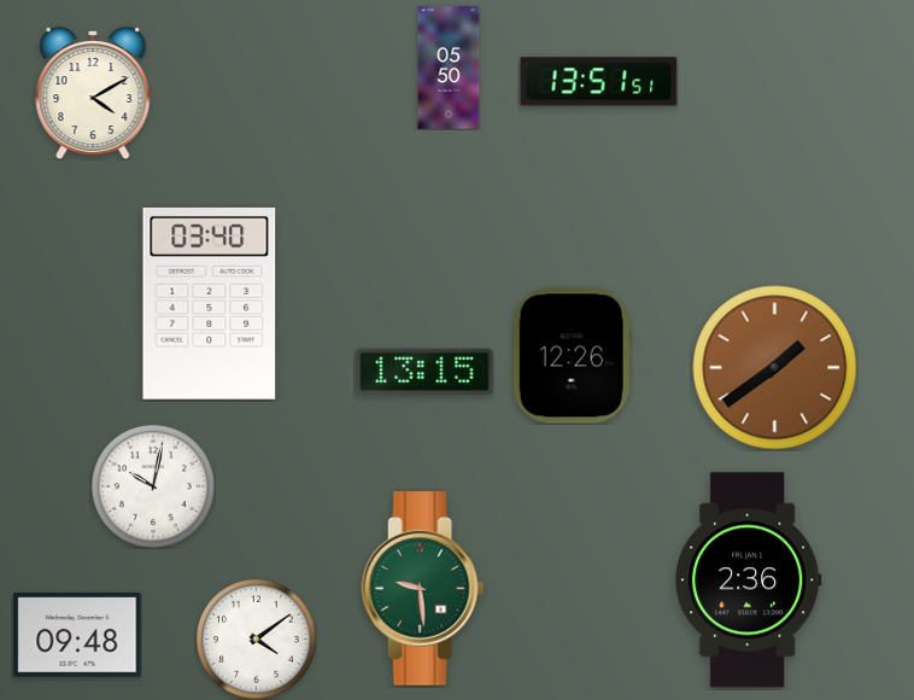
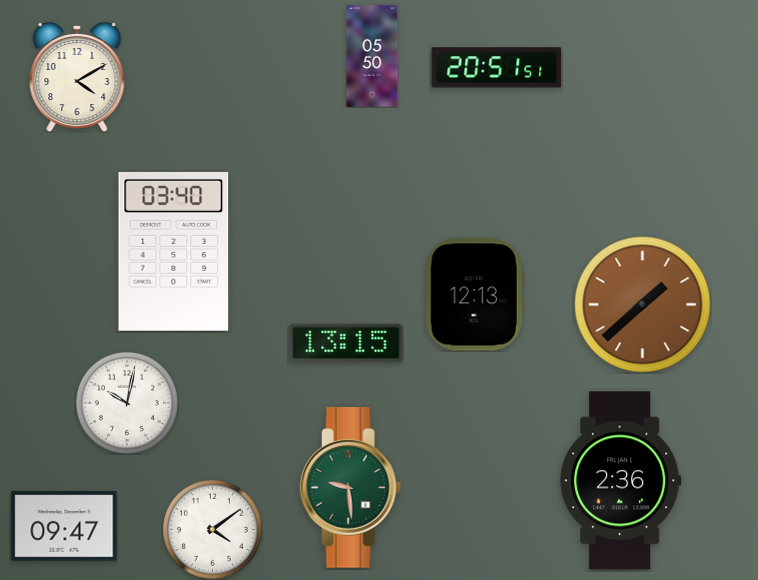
clock at (599, 82): 13:51 -> 20:51
clock at (572, 356): 12:26 -> 12:13
clock at (775, 368): 1:39 -> 1:38
clock at (424, 372) position: (424, 372) -> (346, 343)
clock at (77, 635): 09:48 -> 09:47
